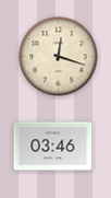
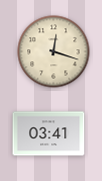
clock at (53, 147): 03:46 -> 03:41
